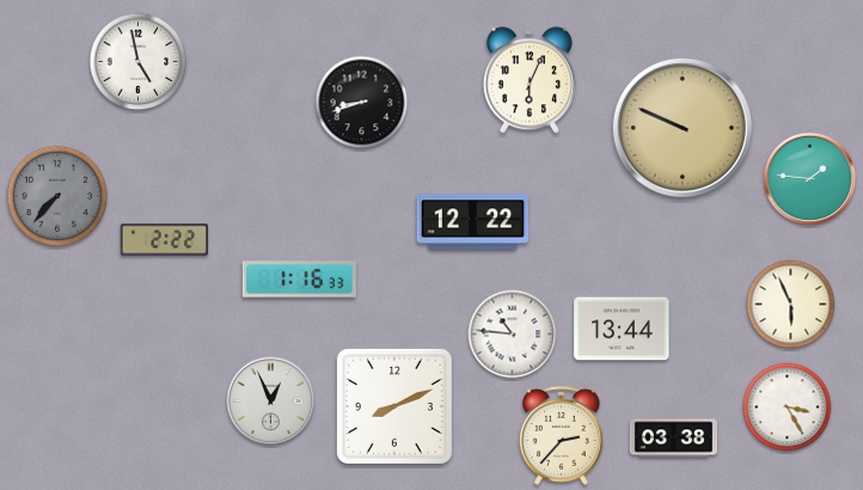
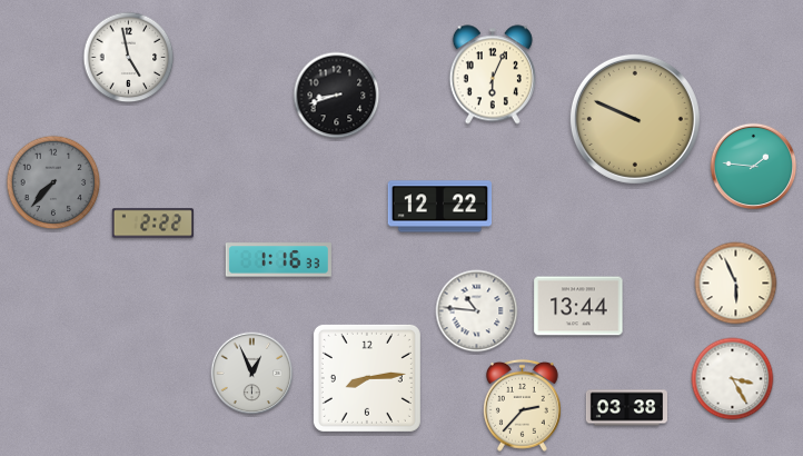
clock at (394, 406): 8:11 -> 8:14
